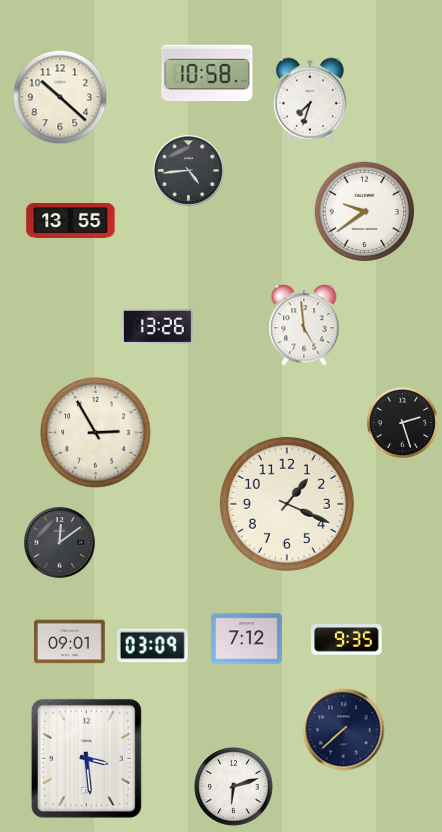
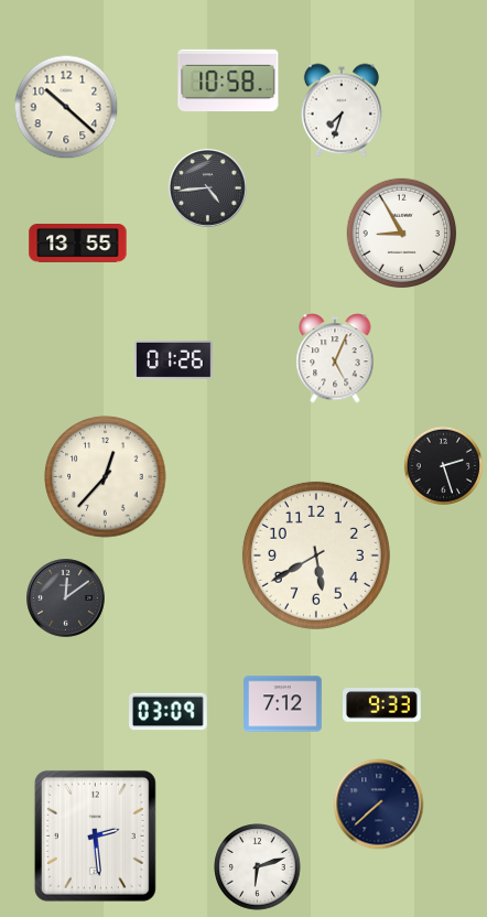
clock at (365, 212): 9:39 -> 8:55
clock at (304, 325): 4:59 -> 5:04
clock at (158, 326): 13:26 -> 01:26
clock at (96, 433): 2:55 -> 12:37
clock at (287, 504): 1:19 -> 5:40
clock at (247, 639) position: (247, 639) -> (283, 704)
clock at (347, 640): 9:35 -> 9:33
clock at (70, 642): 09:01 -> none
clock at (86, 758): 3:29 -> 2:29
